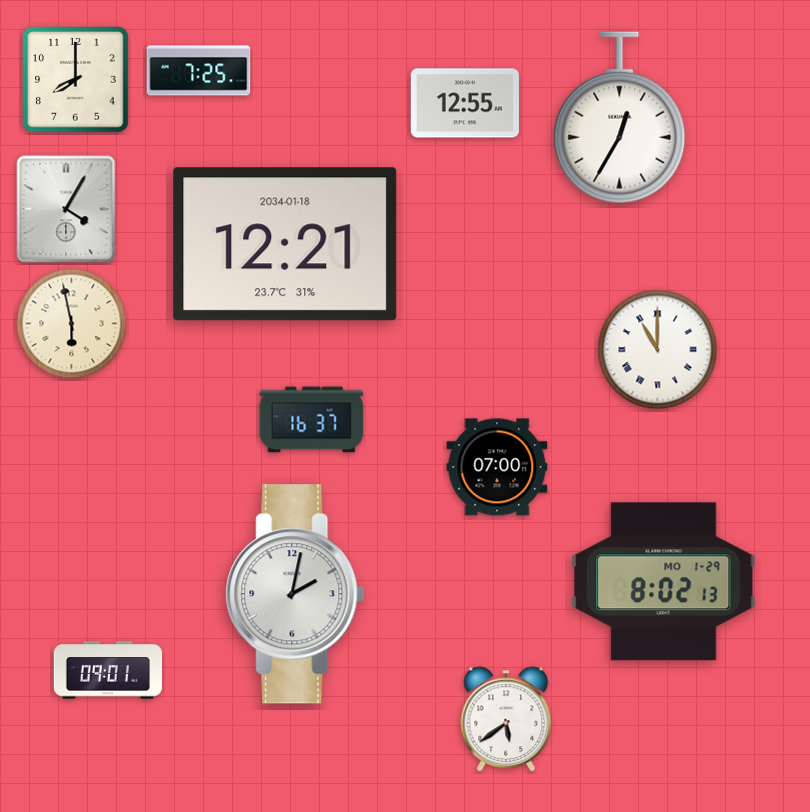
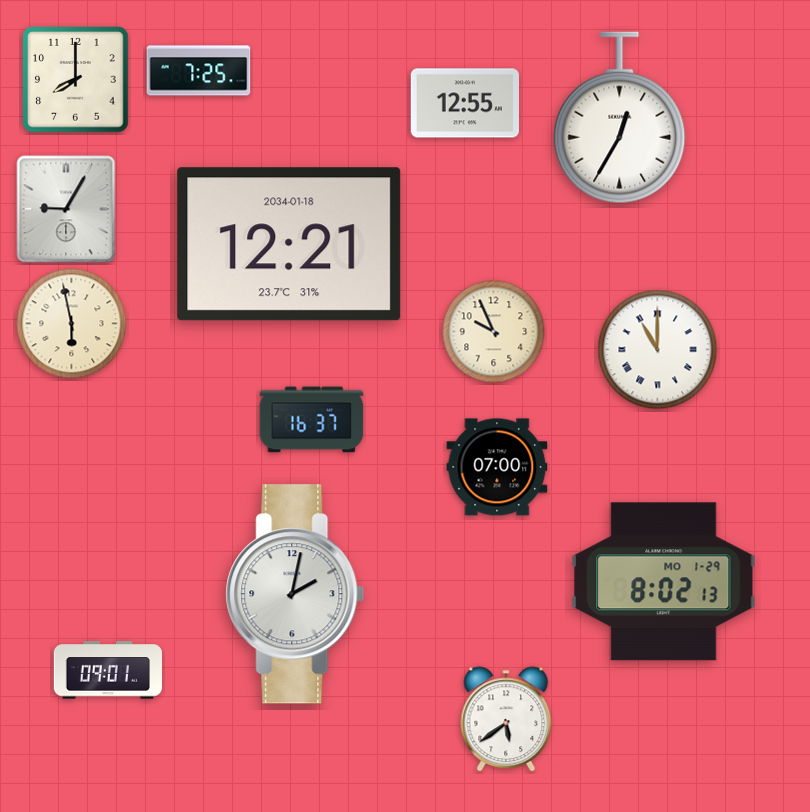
clock at (66, 209): 4:05 -> 9:05
clock at (285, 244) position: (285, 244) -> (289, 244)
clock at (494, 332): none -> 9:56
